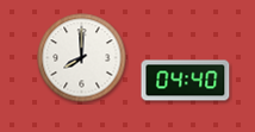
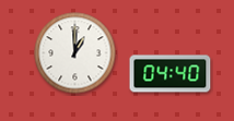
clock at (82, 58): 8:00 -> 1:00
